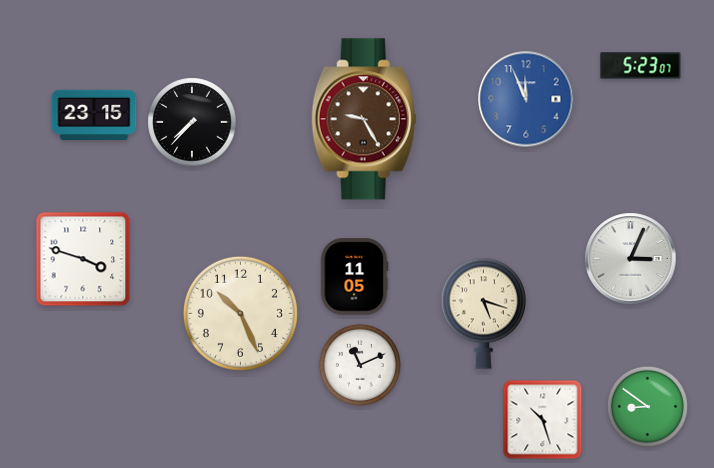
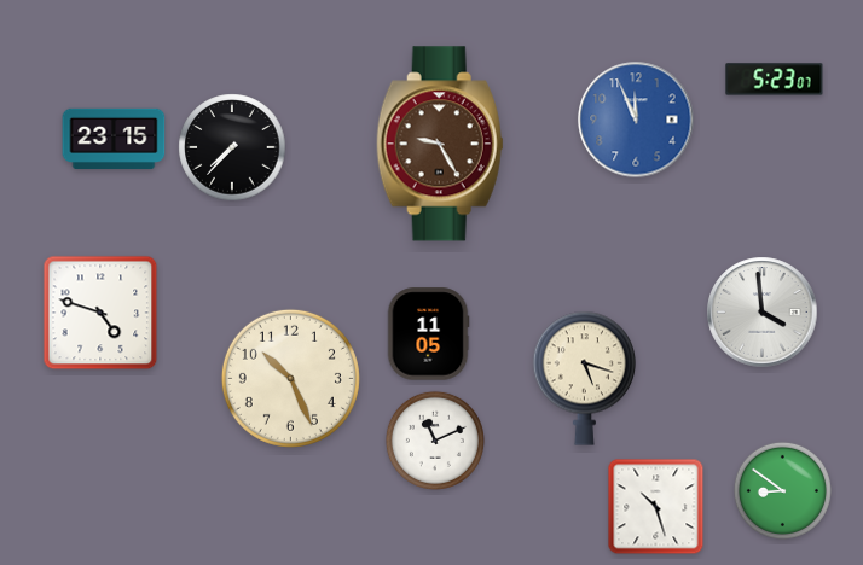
clock at (83, 259): 3:48 -> 4:48
clock at (631, 259): 3:04 -> 3:59
